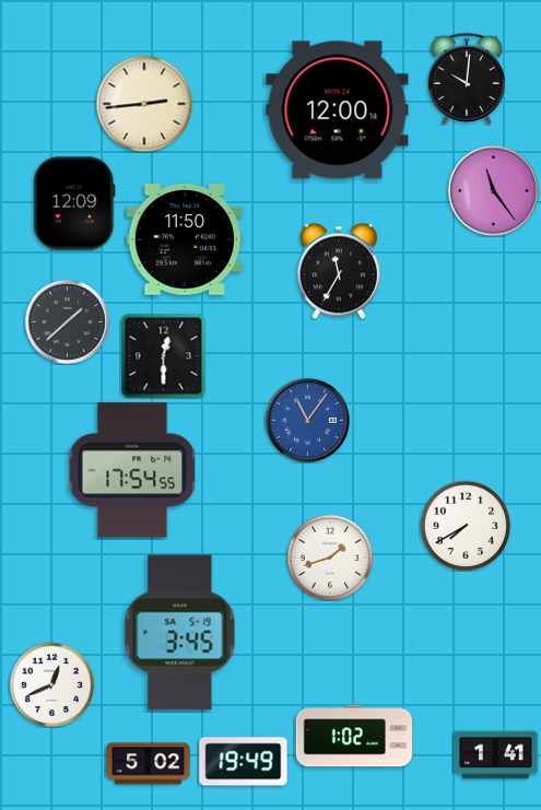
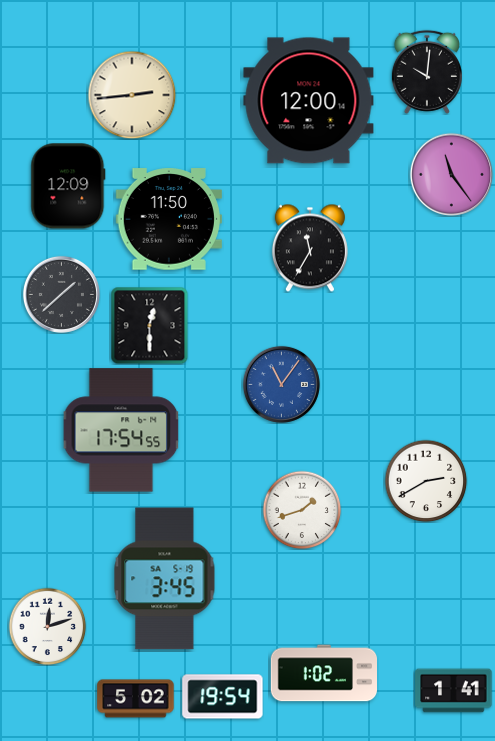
clock at (466, 526): 7:40 -> 2:40
clock at (51, 684): 12:41 -> 12:12
clock at (244, 762): 19:49 -> 19:54
